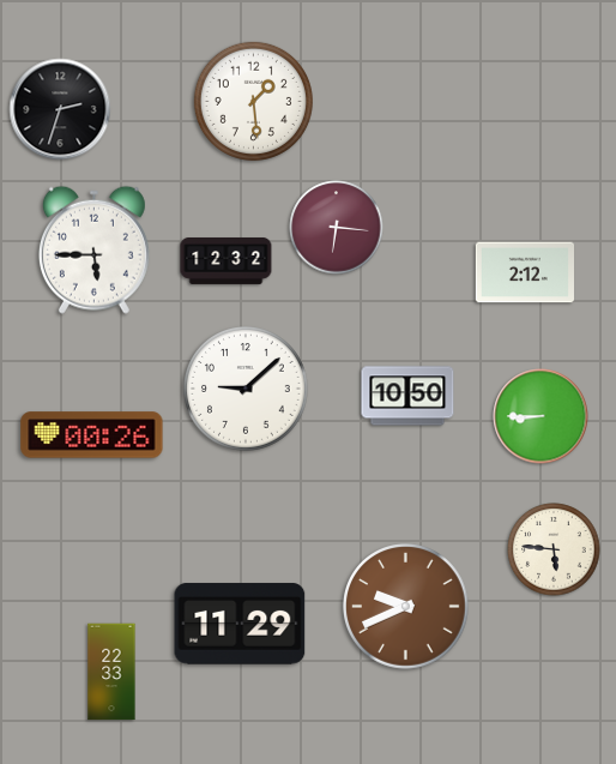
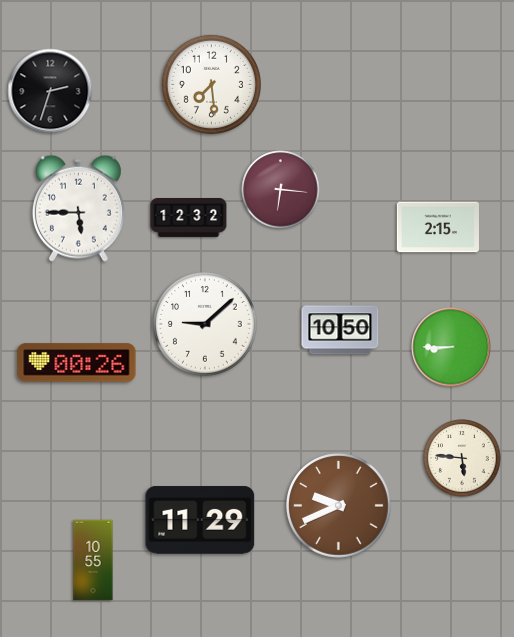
clock at (253, 101): 1:29 -> 7:29
clock at (524, 272): 2:12 -> 2:15
clock at (111, 672): 22:33 -> 10:55
